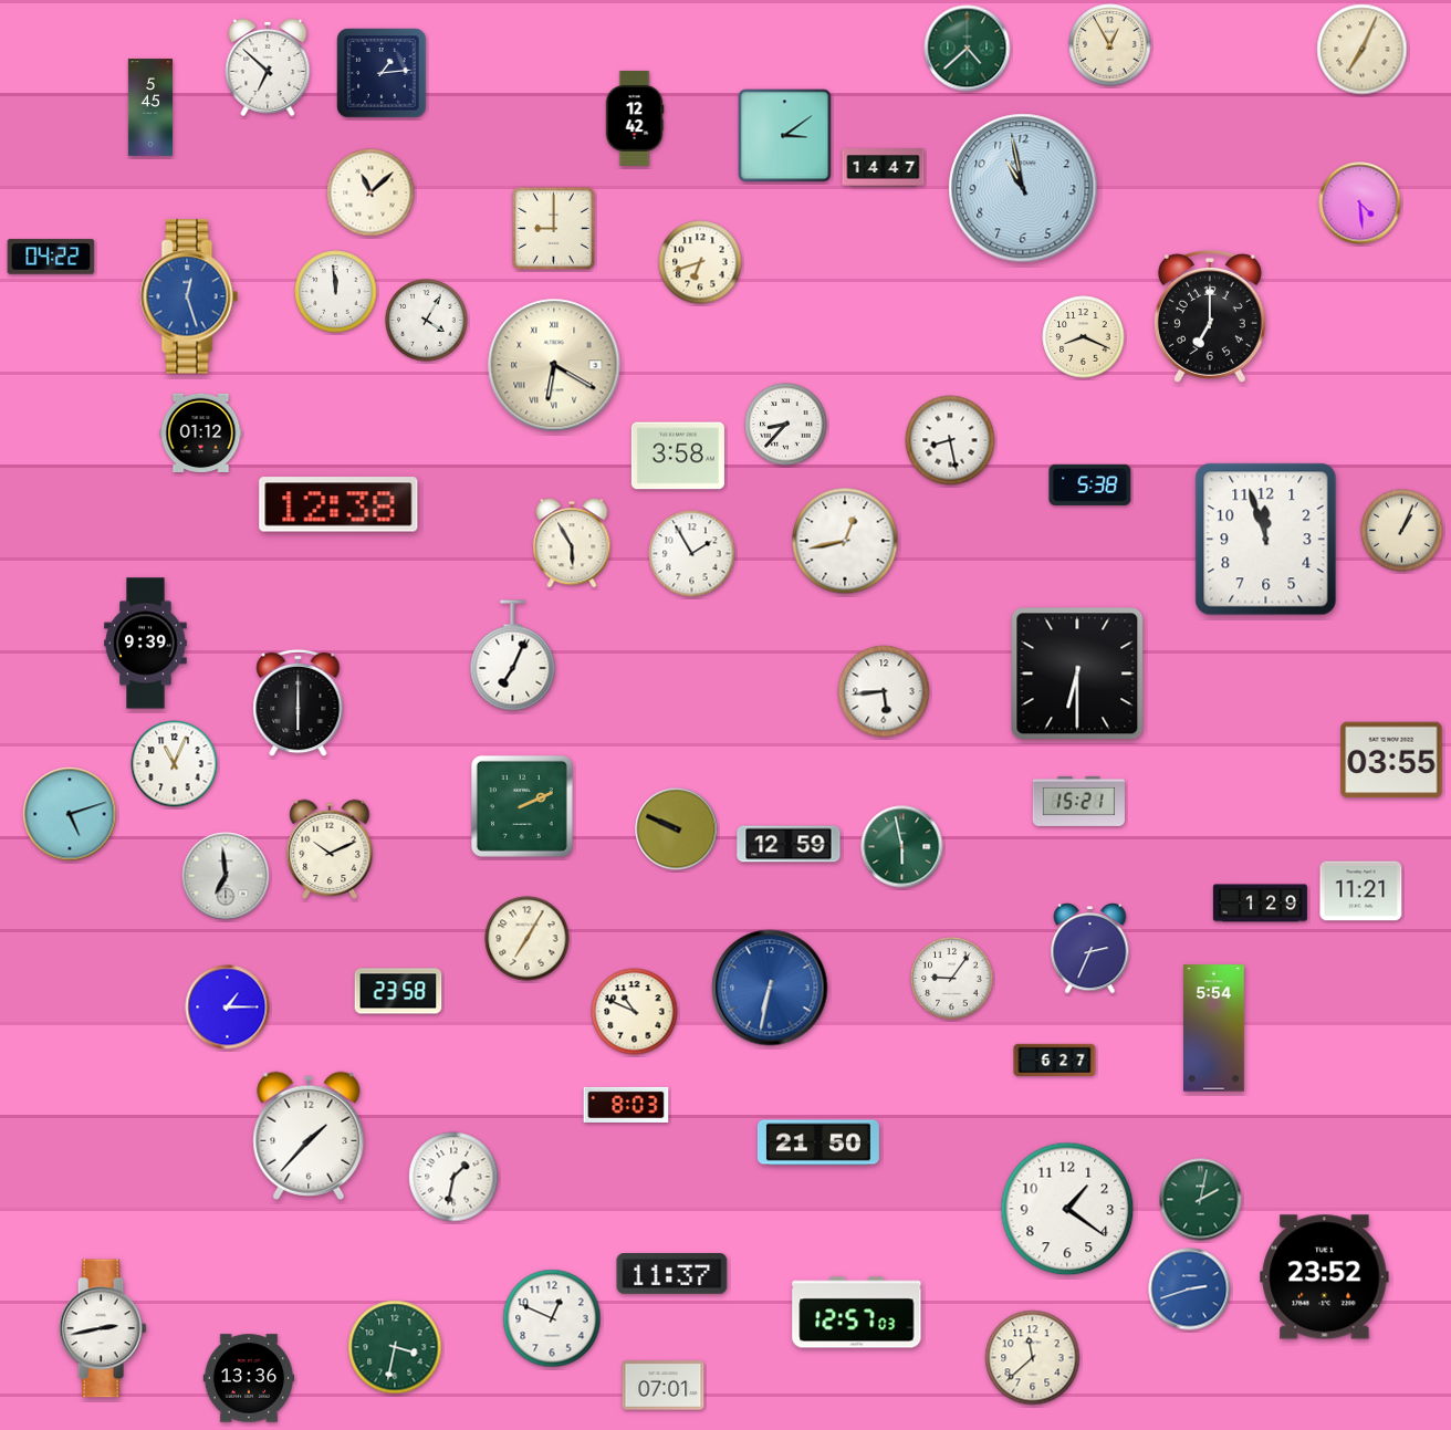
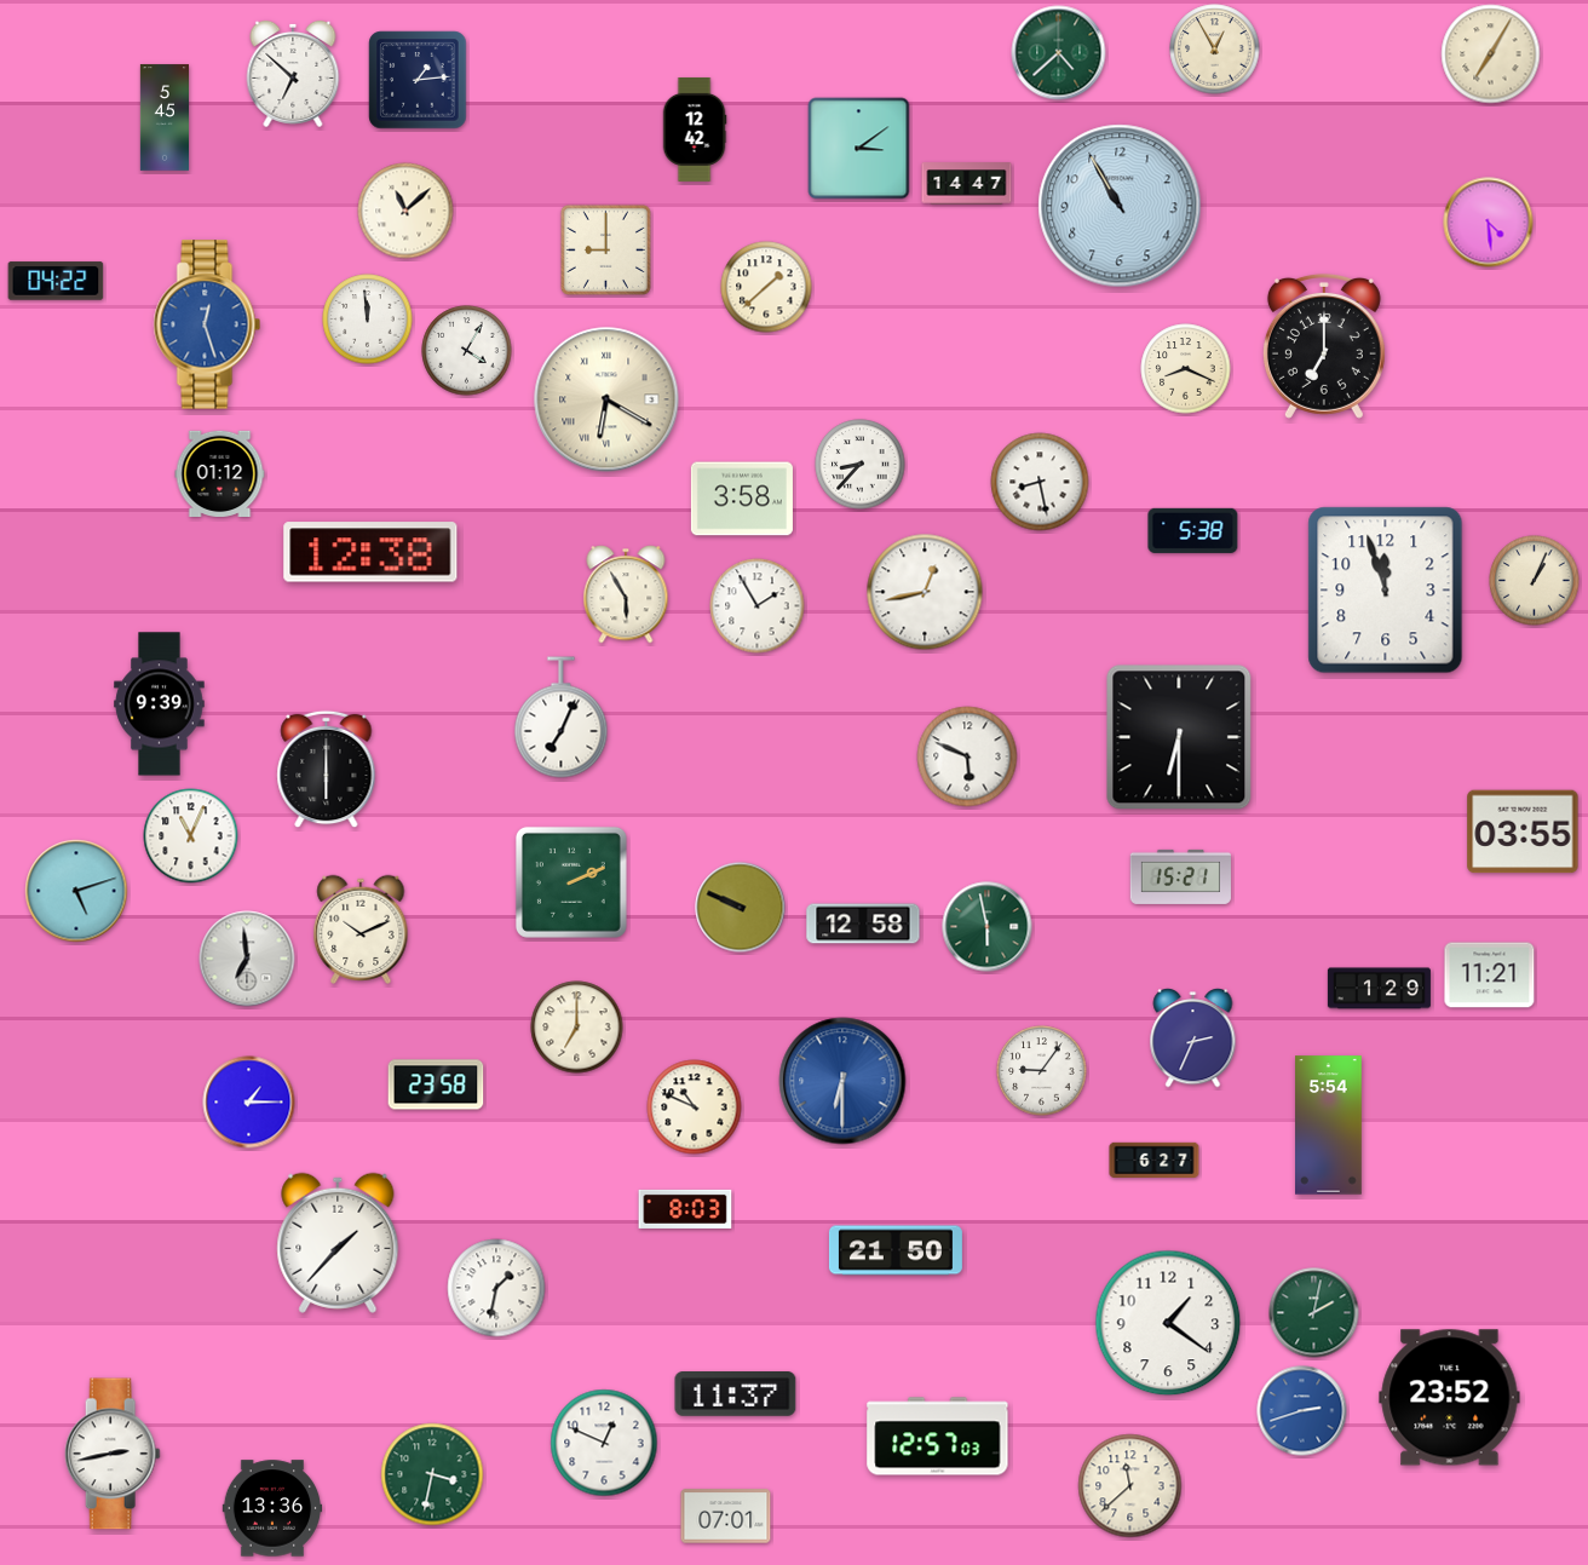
clock at (1363, 50): 7:04 -> 7:05
clock at (1023, 188): 10:58 -> 10:55
clock at (700, 262): 6:42 -> 1:38
clock at (884, 691): 5:44 -> 5:49
clock at (789, 844): 12:59 -> 12:58
clock at (528, 939): 7:05 -> 7:00
clock at (770, 988): 6:32 -> 6:30
